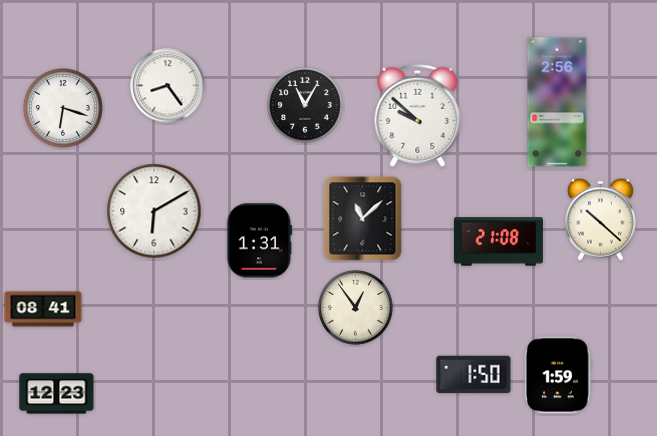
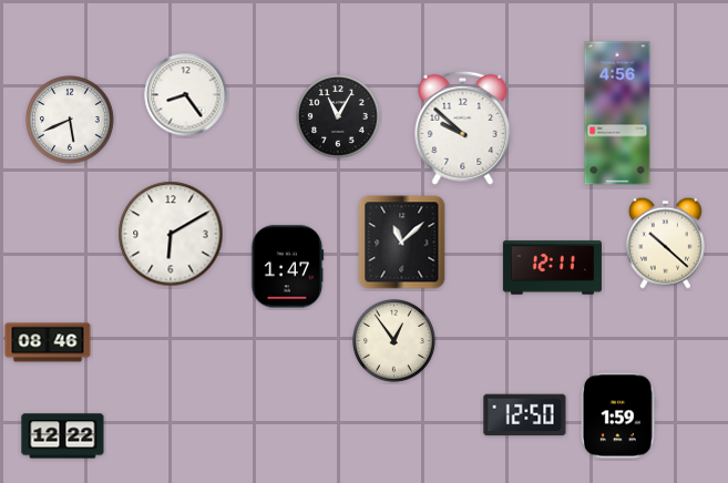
clock at (557, 102): 2:56 -> 4:56
clock at (63, 108): 6:18 -> 5:41
clock at (260, 241): 1:31 -> 1:47
clock at (498, 242): 21:08 -> 12:11
clock at (43, 309): 08:41 -> 08:46
clock at (474, 375): 1:50 -> 12:50
clock at (57, 394): 12:23 -> 12:22
